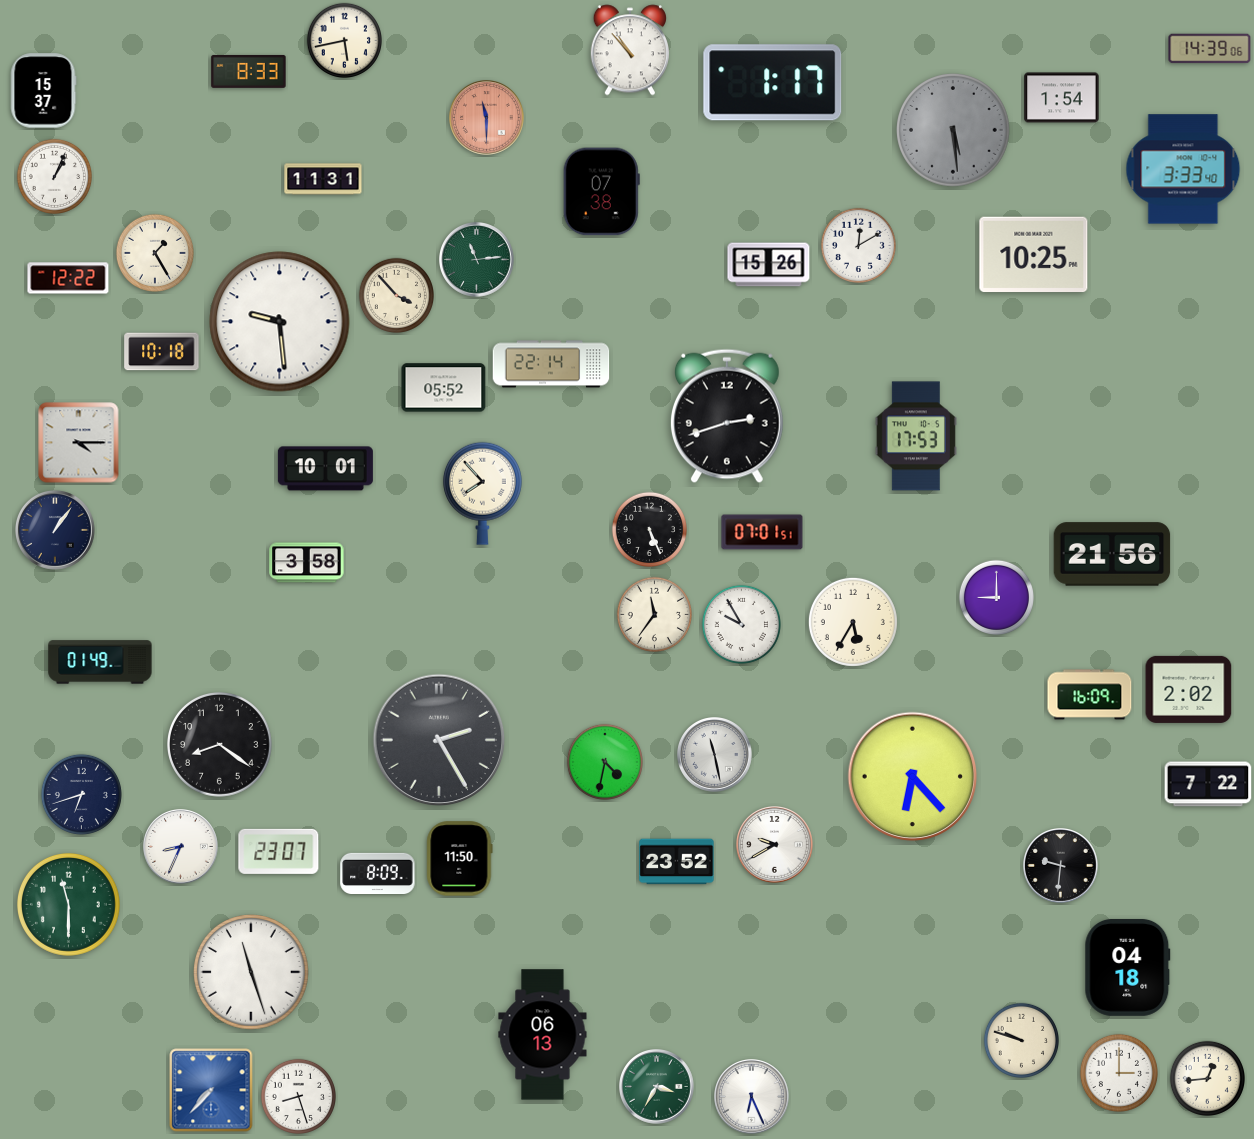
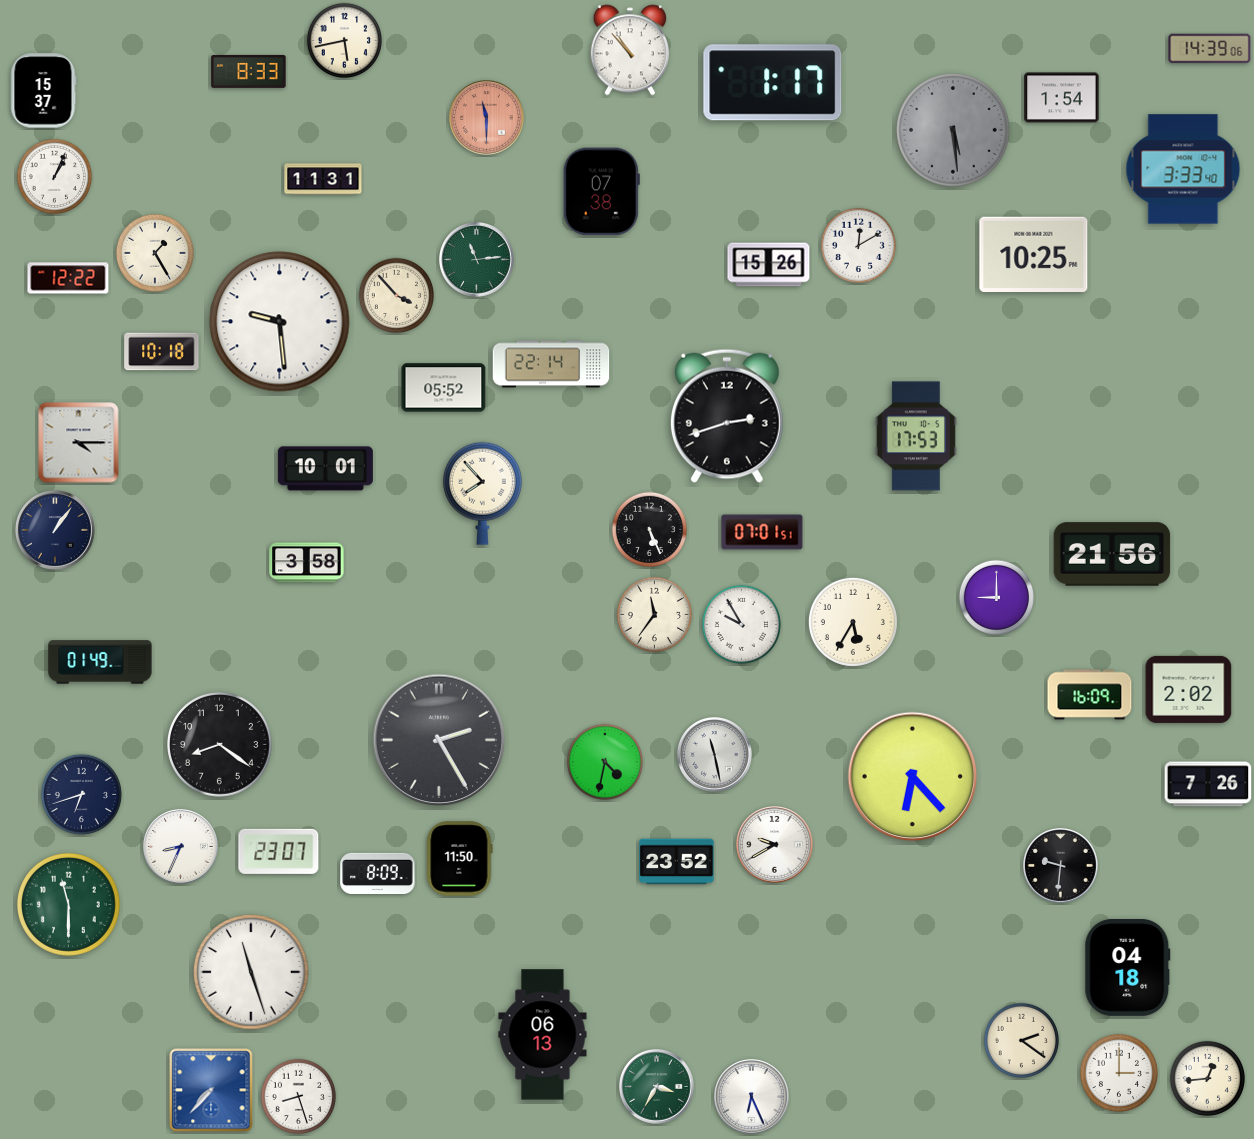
clock at (1208, 784): 7:22 -> 7:26
clock at (1021, 1040): 9:48 -> 2:21
